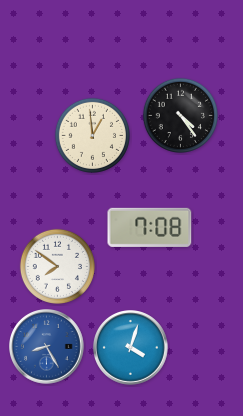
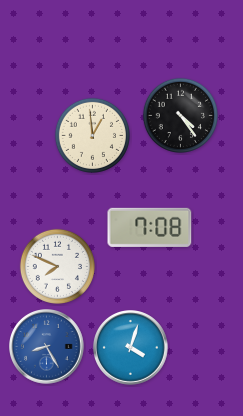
clock at (57, 266): 7:51 -> 7:49
